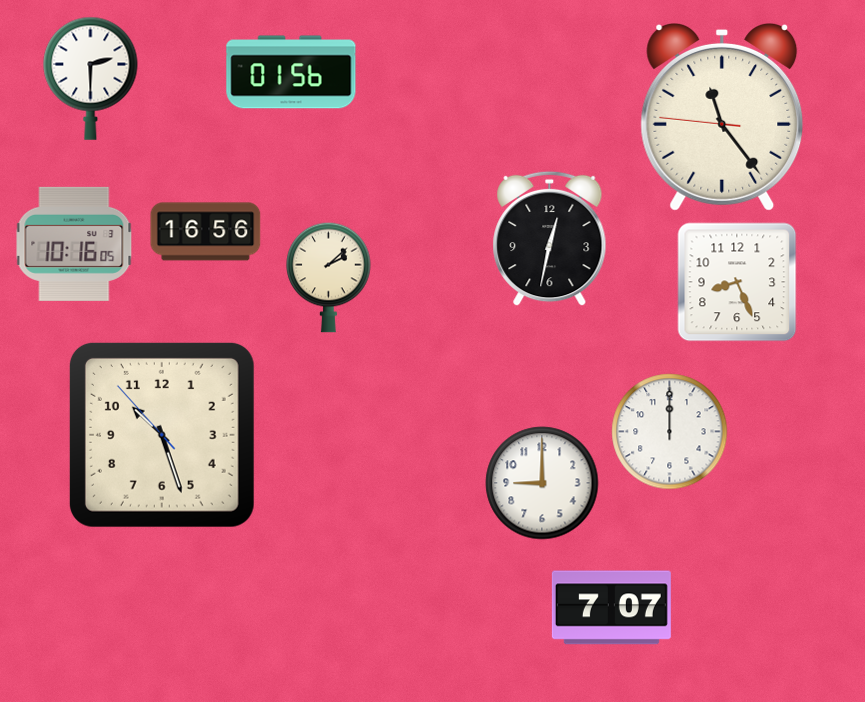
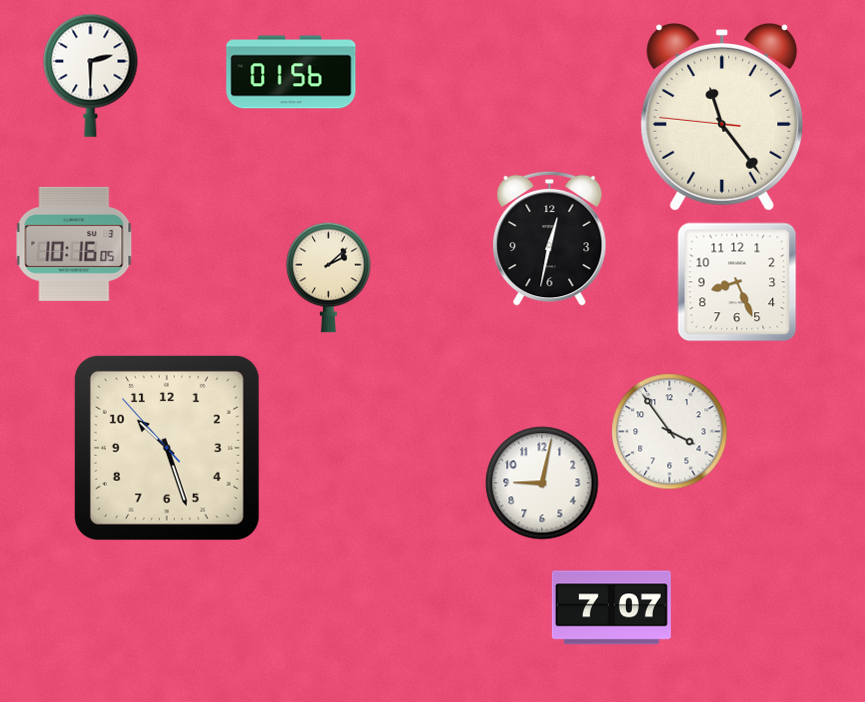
clock at (91, 78) position: (91, 78) -> (91, 75)
clock at (206, 232): 16:56 -> none
clock at (670, 432): 12:00 -> 3:54
clock at (162, 435) position: (162, 435) -> (167, 448)
clock at (542, 483): 9:00 -> 9:02
